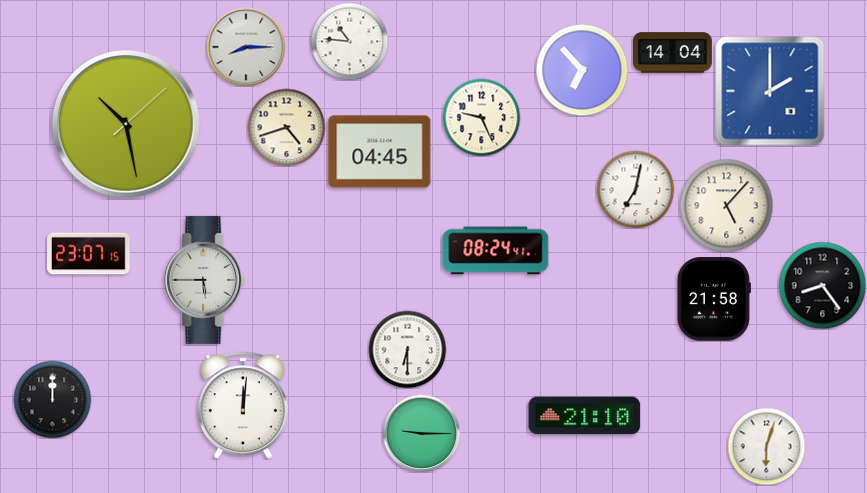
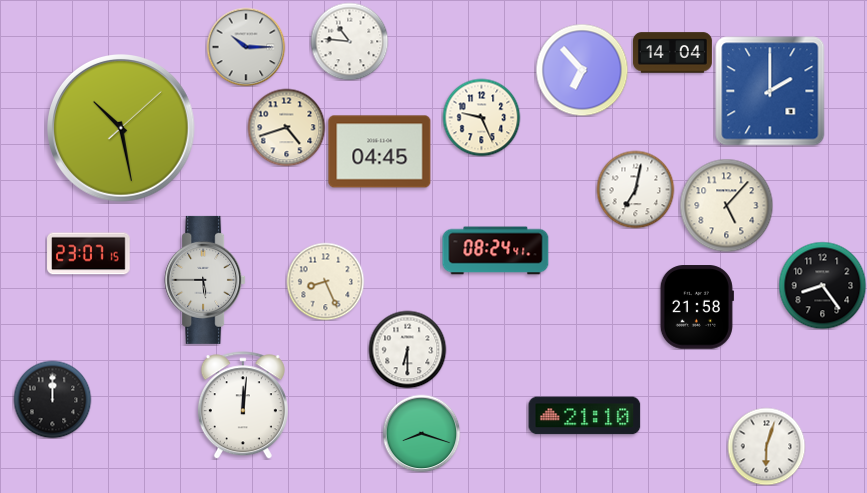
clock at (246, 47): 8:15 -> 10:15
clock at (127, 125) position: (127, 125) -> (122, 129)
clock at (325, 281): none -> 8:26
clock at (714, 299) position: (714, 299) -> (697, 307)
clock at (421, 433): 9:15 -> 8:18
